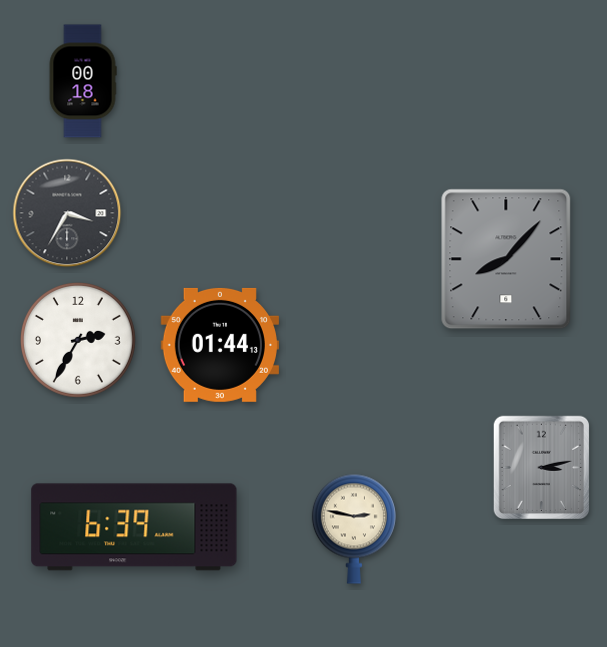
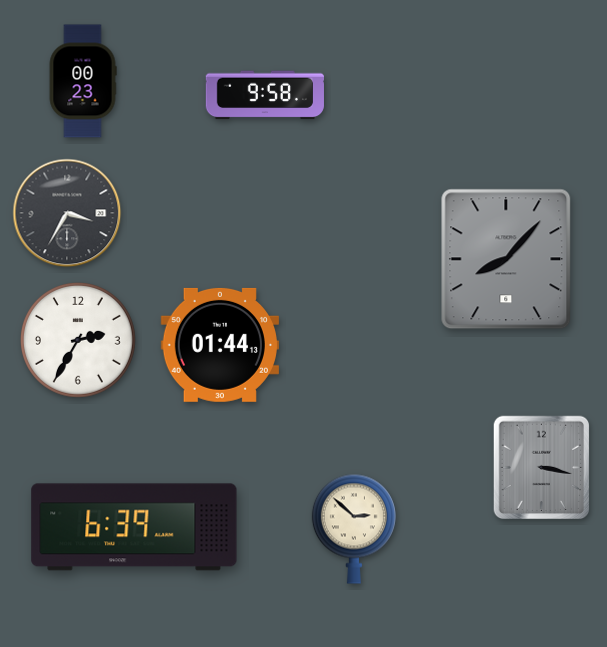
clock at (83, 81): 00:18 -> 00:23
clock at (265, 95): none -> 9:58
clock at (542, 468): 3:13 -> 3:17
clock at (354, 529): 2:47 -> 2:52
